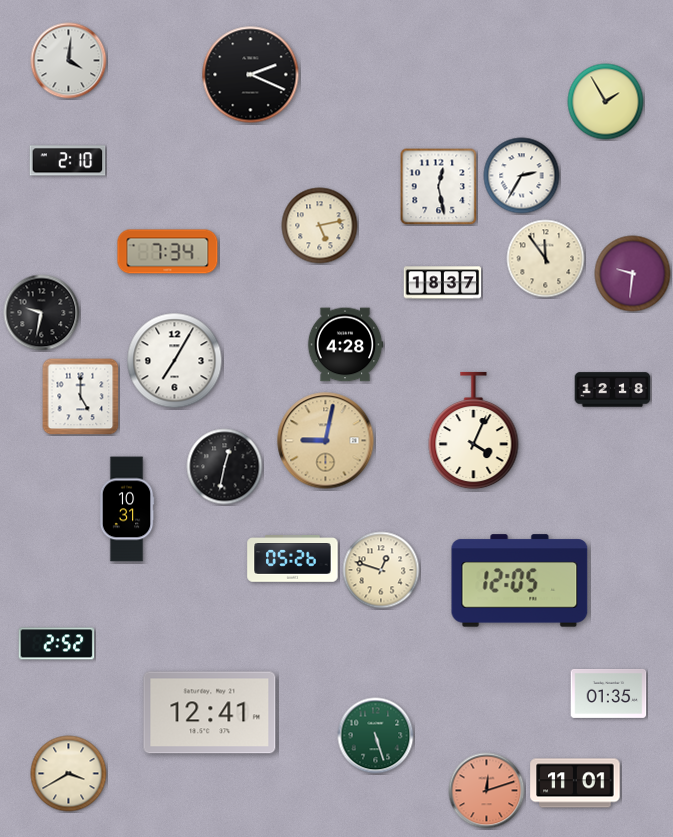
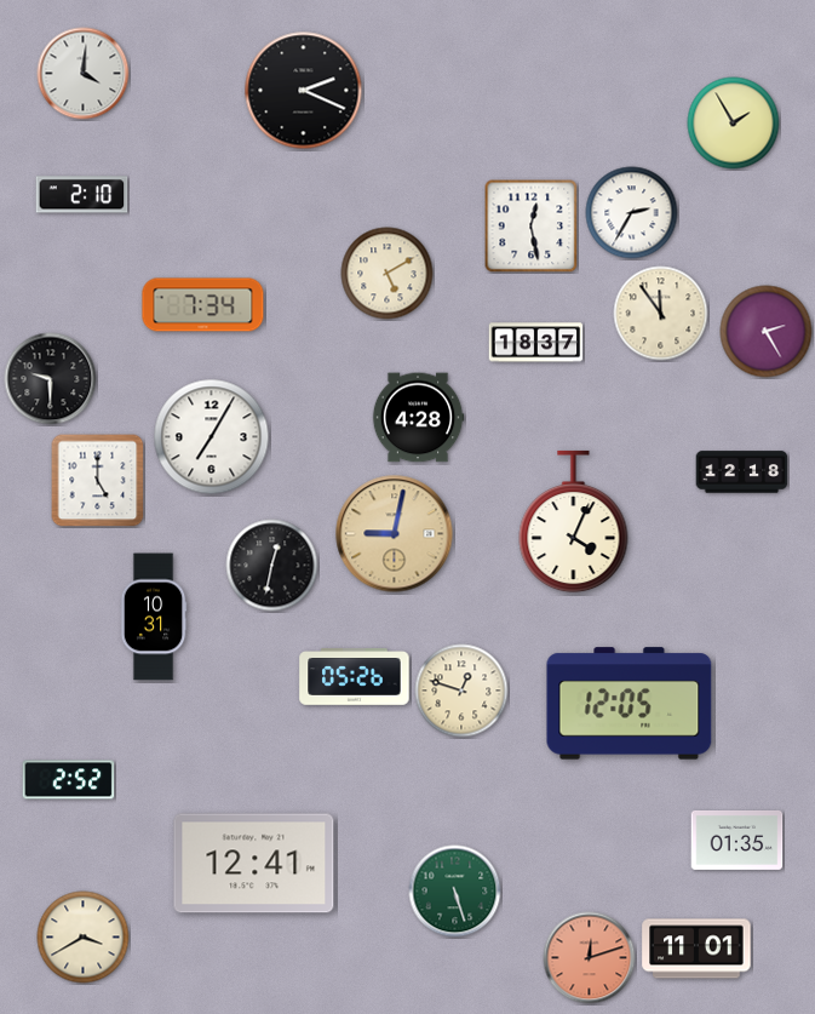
clock at (320, 226): 5:13 -> 5:10
clock at (633, 274): 9:31 -> 2:25
clock at (42, 313): 9:32 -> 9:30
